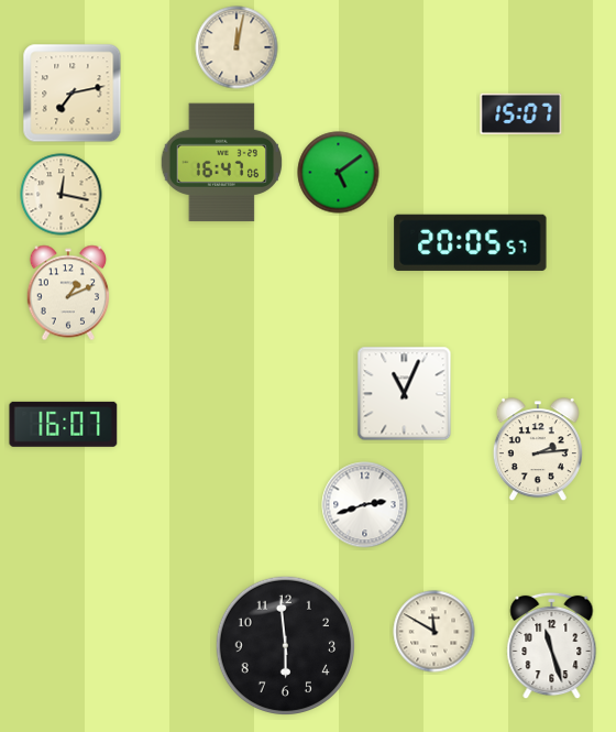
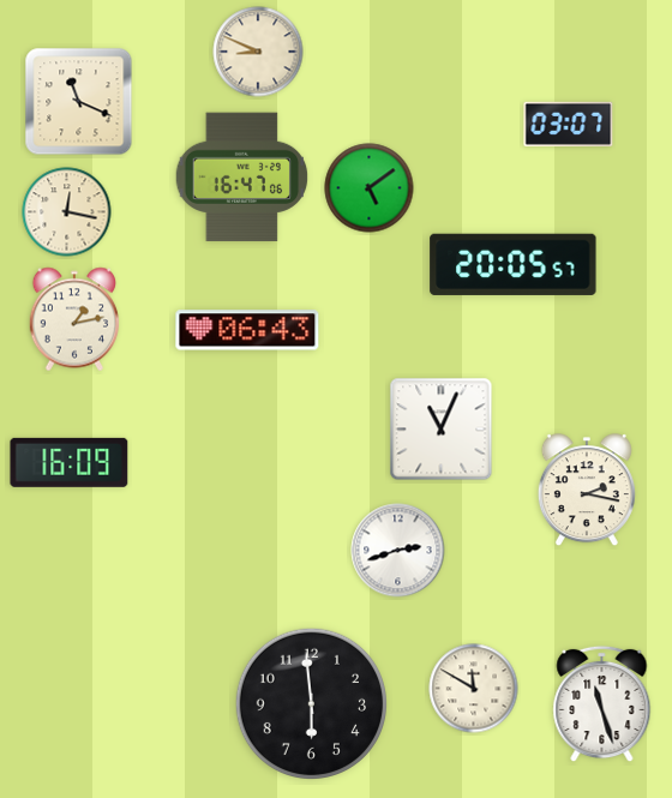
clock at (237, 47): 12:02 -> 8:49
clock at (73, 94): 7:13 -> 11:19
clock at (521, 113): 15:07 -> 03:07
clock at (67, 293): 1:11 -> 1:13
clock at (247, 330): none -> 06:43
clock at (64, 424): 16:07 -> 16:09
clock at (538, 450): 2:14 -> 2:17
